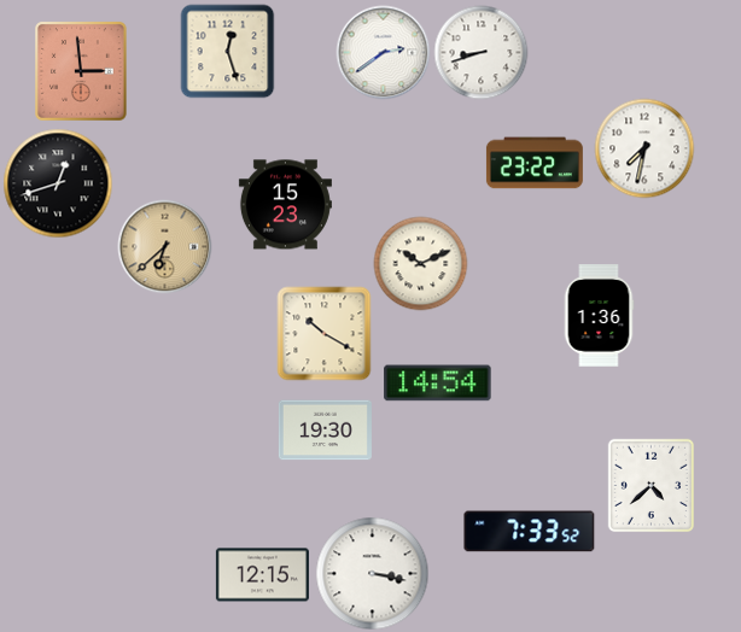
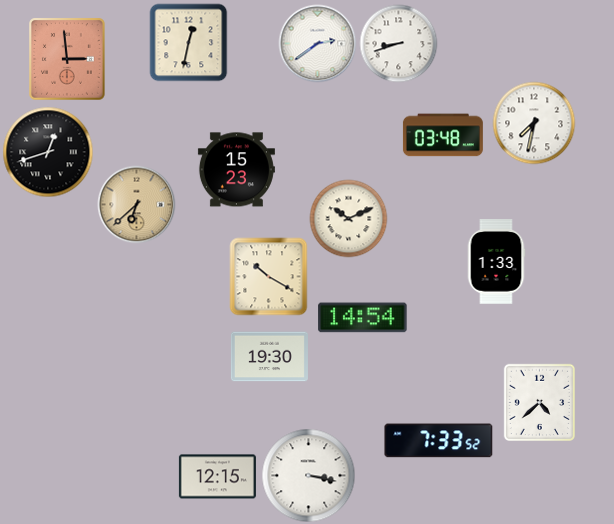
clock at (227, 51): 12:27 -> 12:32
clock at (535, 163): 23:22 -> 03:48
clock at (599, 316): 1:36 -> 1:33
